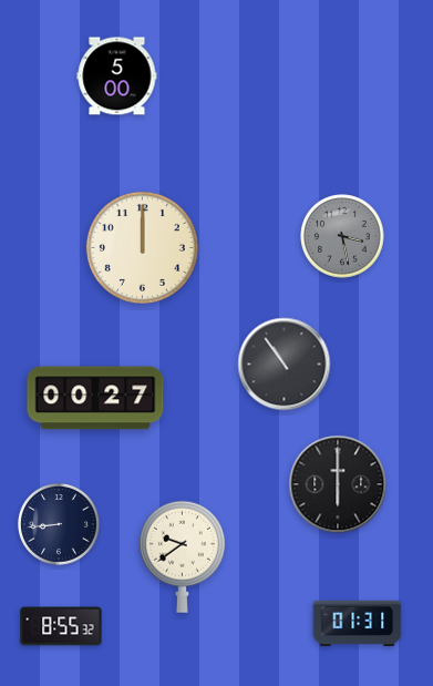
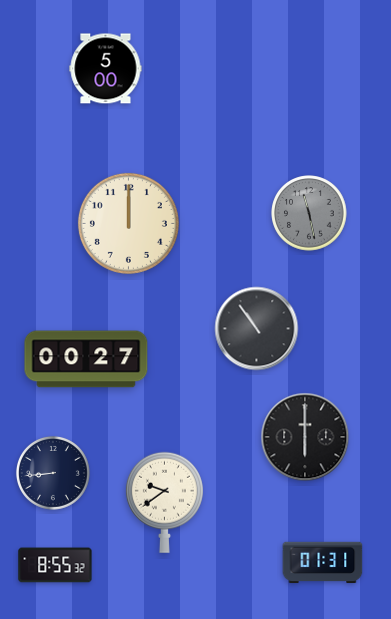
clock at (342, 236): 3:28 -> 11:28
